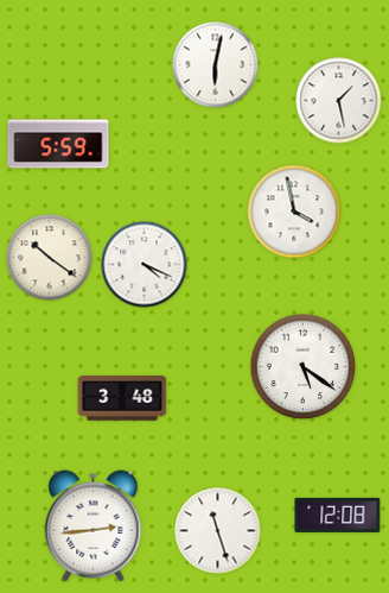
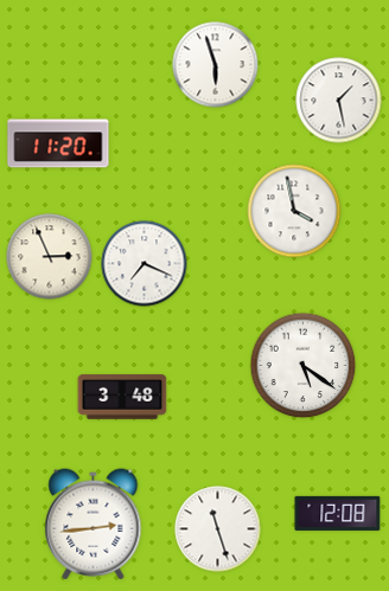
clock at (216, 65): 6:02 -> 5:57
clock at (58, 144): 5:59 -> 11:20
clock at (50, 258): 10:21 -> 2:56
clock at (145, 265): 4:19 -> 7:19
